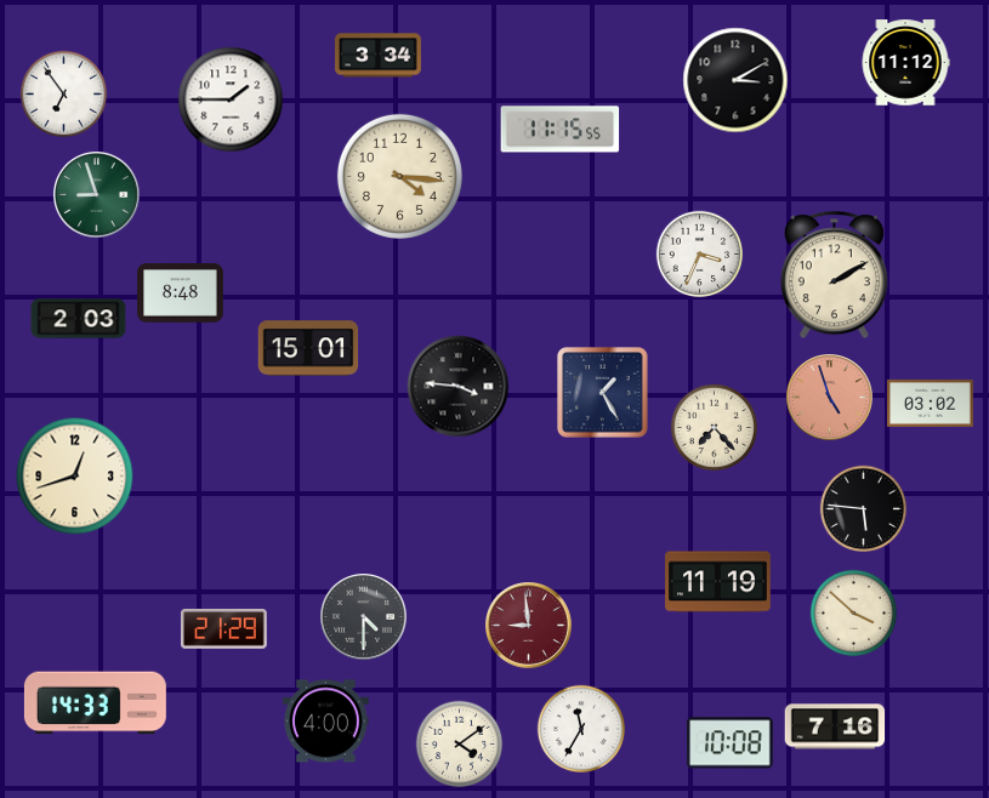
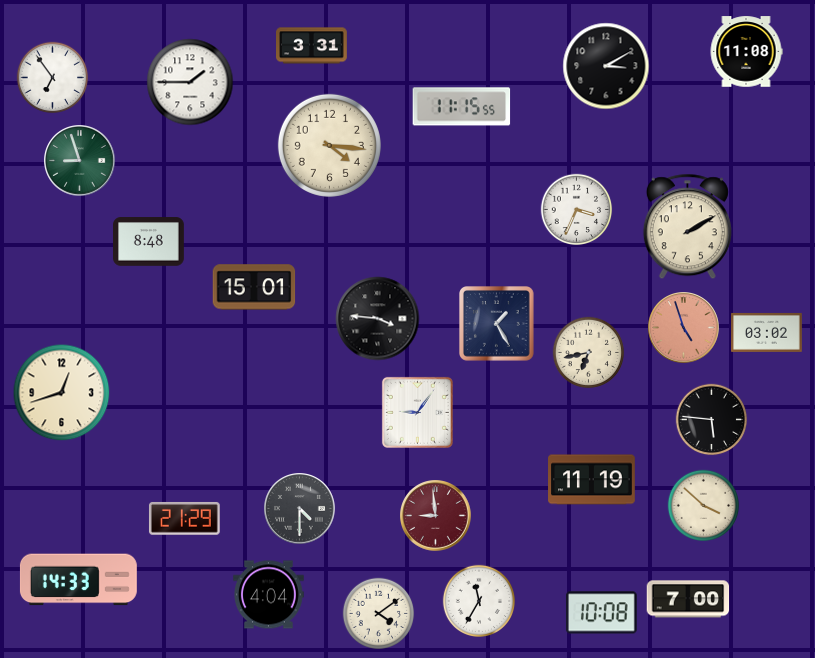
clock at (379, 56): 3:34 -> 3:31
clock at (905, 63): 11:12 -> 11:08
clock at (79, 319): 2:03 -> none
clock at (715, 428): 7:23 -> 6:43
clock at (417, 412): none -> 9:06
clock at (326, 722): 4:00 -> 4:04
clock at (835, 726): 7:16 -> 7:00
